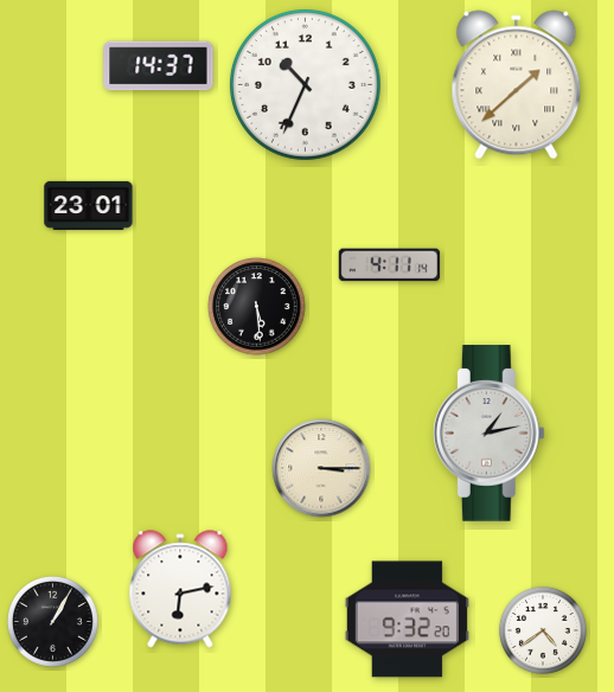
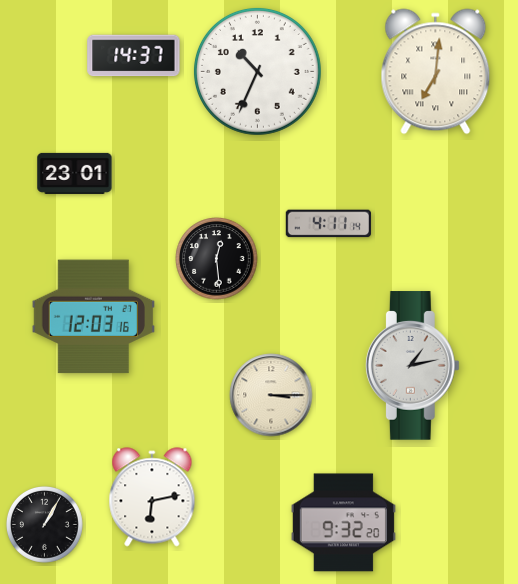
clock at (517, 85): 1:38 -> 7:01
clock at (257, 307): 5:29 -> 12:29
clock at (93, 317): none -> 12:03
clock at (543, 630): 4:39 -> none
